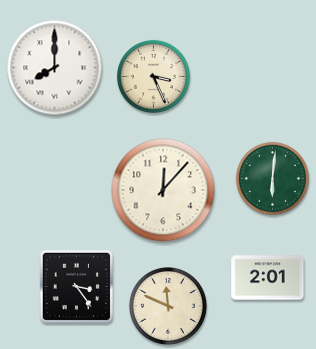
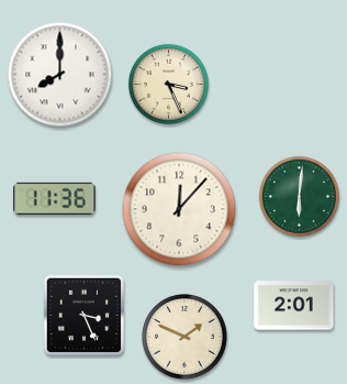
clock at (55, 198): none -> 11:36
clock at (76, 286): 3:24 -> 3:26
clock at (168, 306): 11:49 -> 1:49
